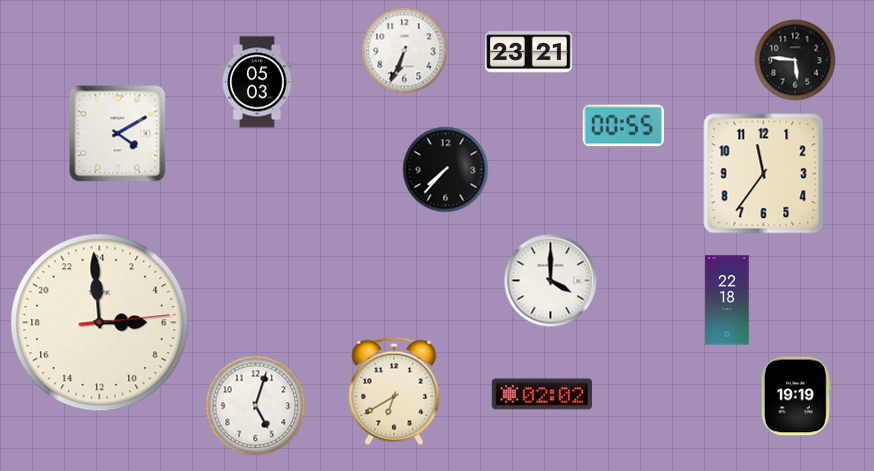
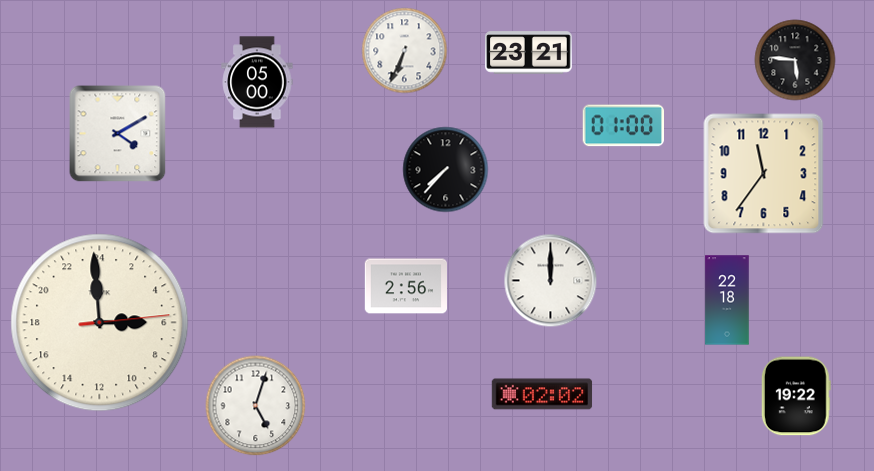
clock at (257, 82): 05:03 -> 05:00
clock at (623, 126): 00:55 -> 01:00
clock at (551, 281): 4:00 -> 12:00
clock at (405, 286): none -> 2:56
clock at (394, 391): 6:40 -> none
clock at (796, 396): 19:19 -> 19:22
